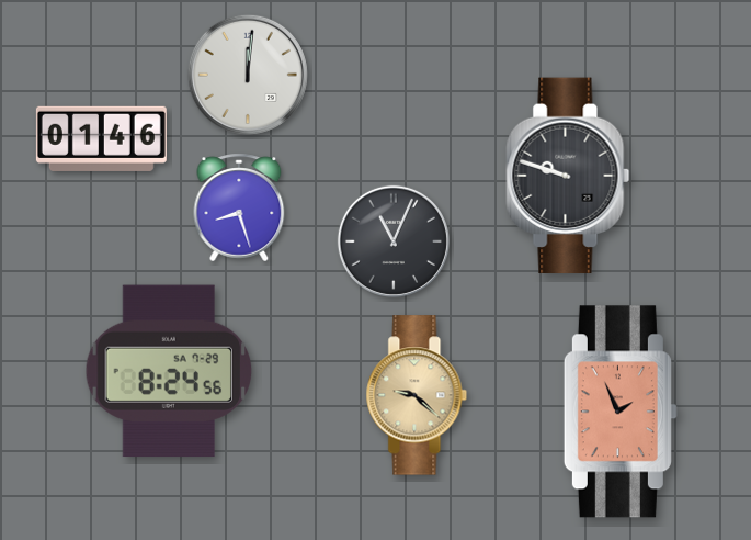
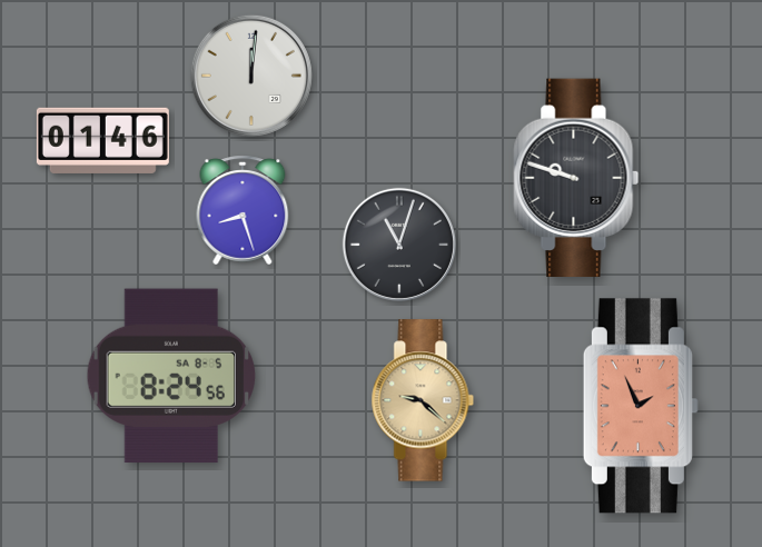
clock at (394, 241): 11:04 -> 11:03
clock at (169, 371) date: SA 7-29 -> SA 8-5
clock at (621, 412) position: (621, 412) -> (641, 406)
